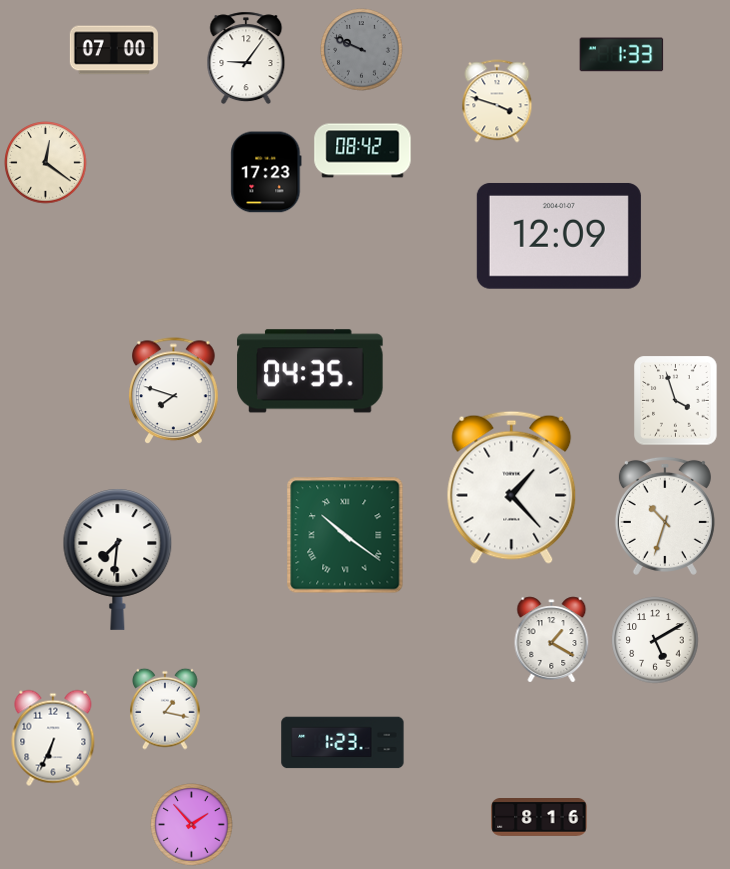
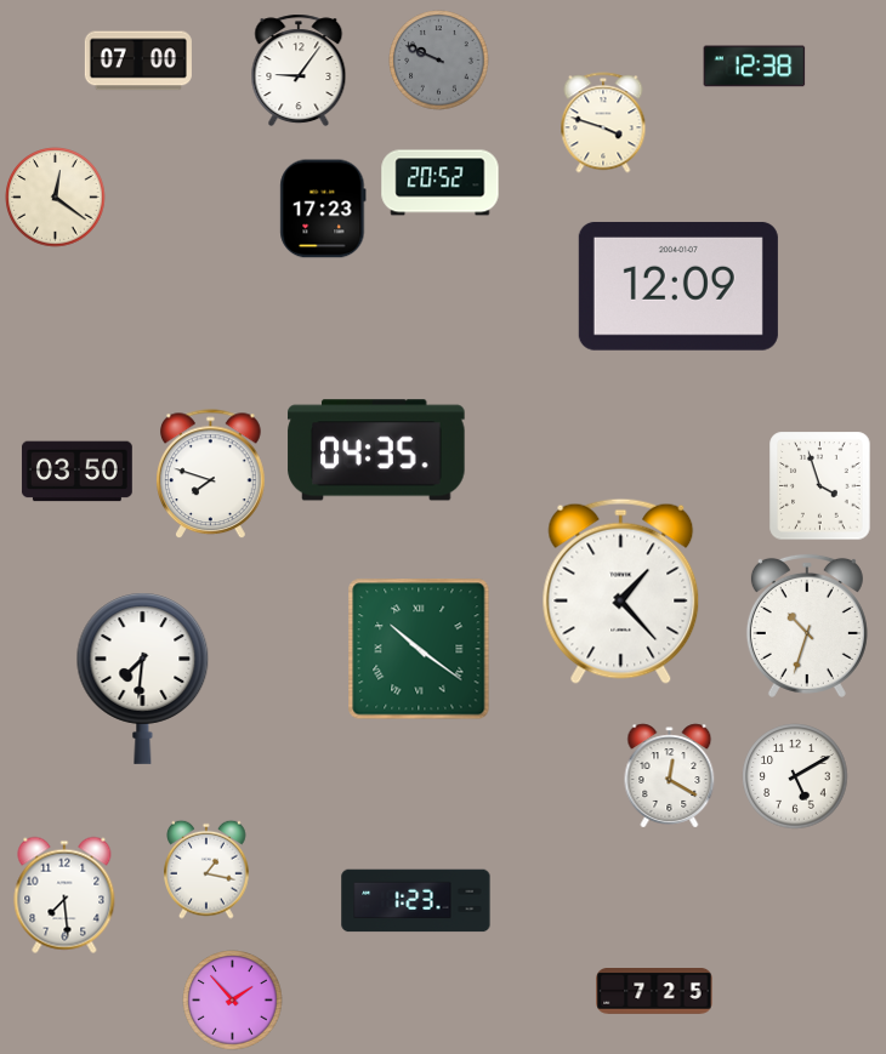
clock at (622, 55): 1:33 -> 12:38
clock at (363, 151): 08:42 -> 20:52
clock at (76, 472): none -> 03:50
clock at (552, 640): 1:20 -> 12:20
clock at (165, 709) position: (165, 709) -> (206, 870)
clock at (53, 738): 6:34 -> 7:29
clock at (539, 818): 8:16 -> 7:25
